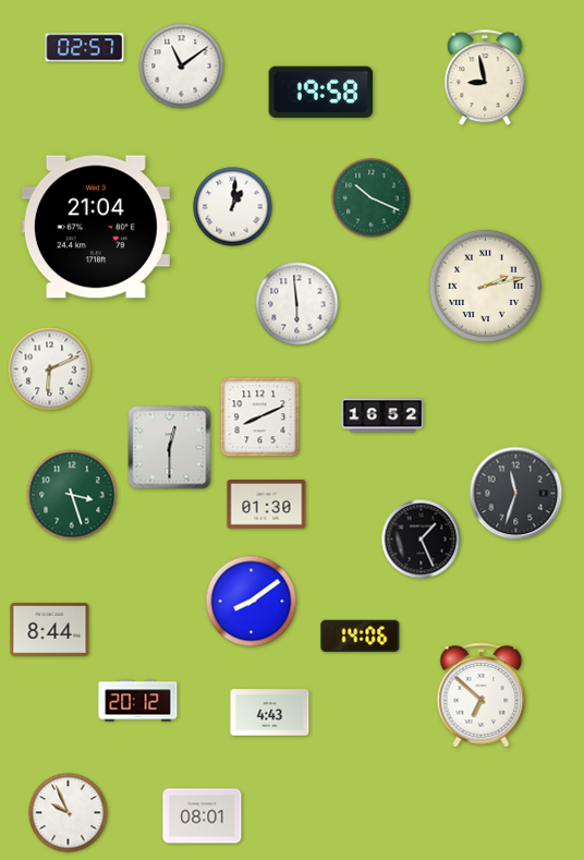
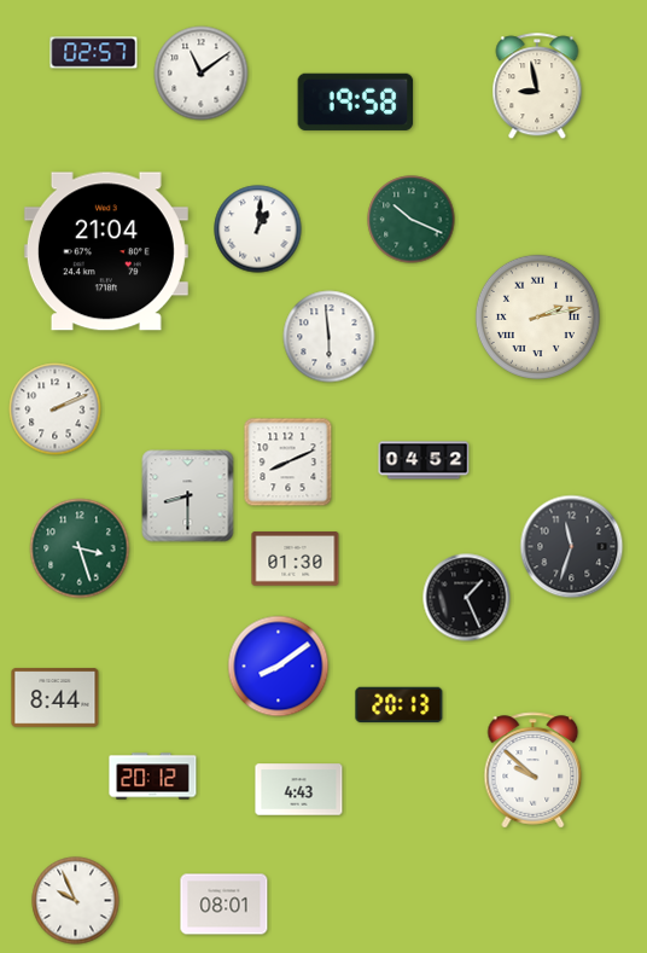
clock at (50, 370): 6:11 -> 2:11
clock at (382, 415): 16:52 -> 04:52
clock at (170, 448): 12:30 -> 8:30
clock at (361, 635): 14:06 -> 20:13
clock at (482, 695): 6:52 -> 9:52
